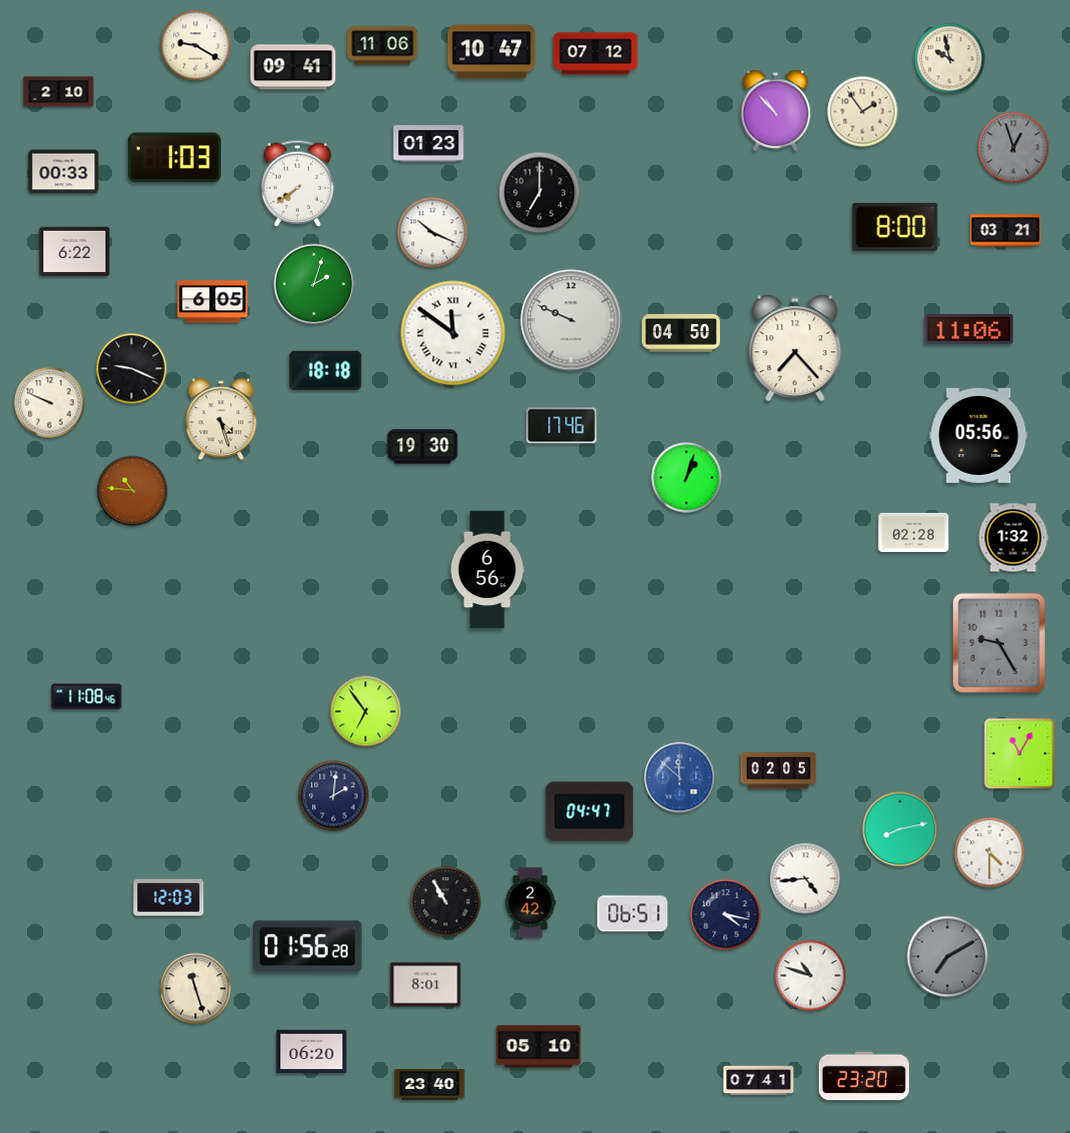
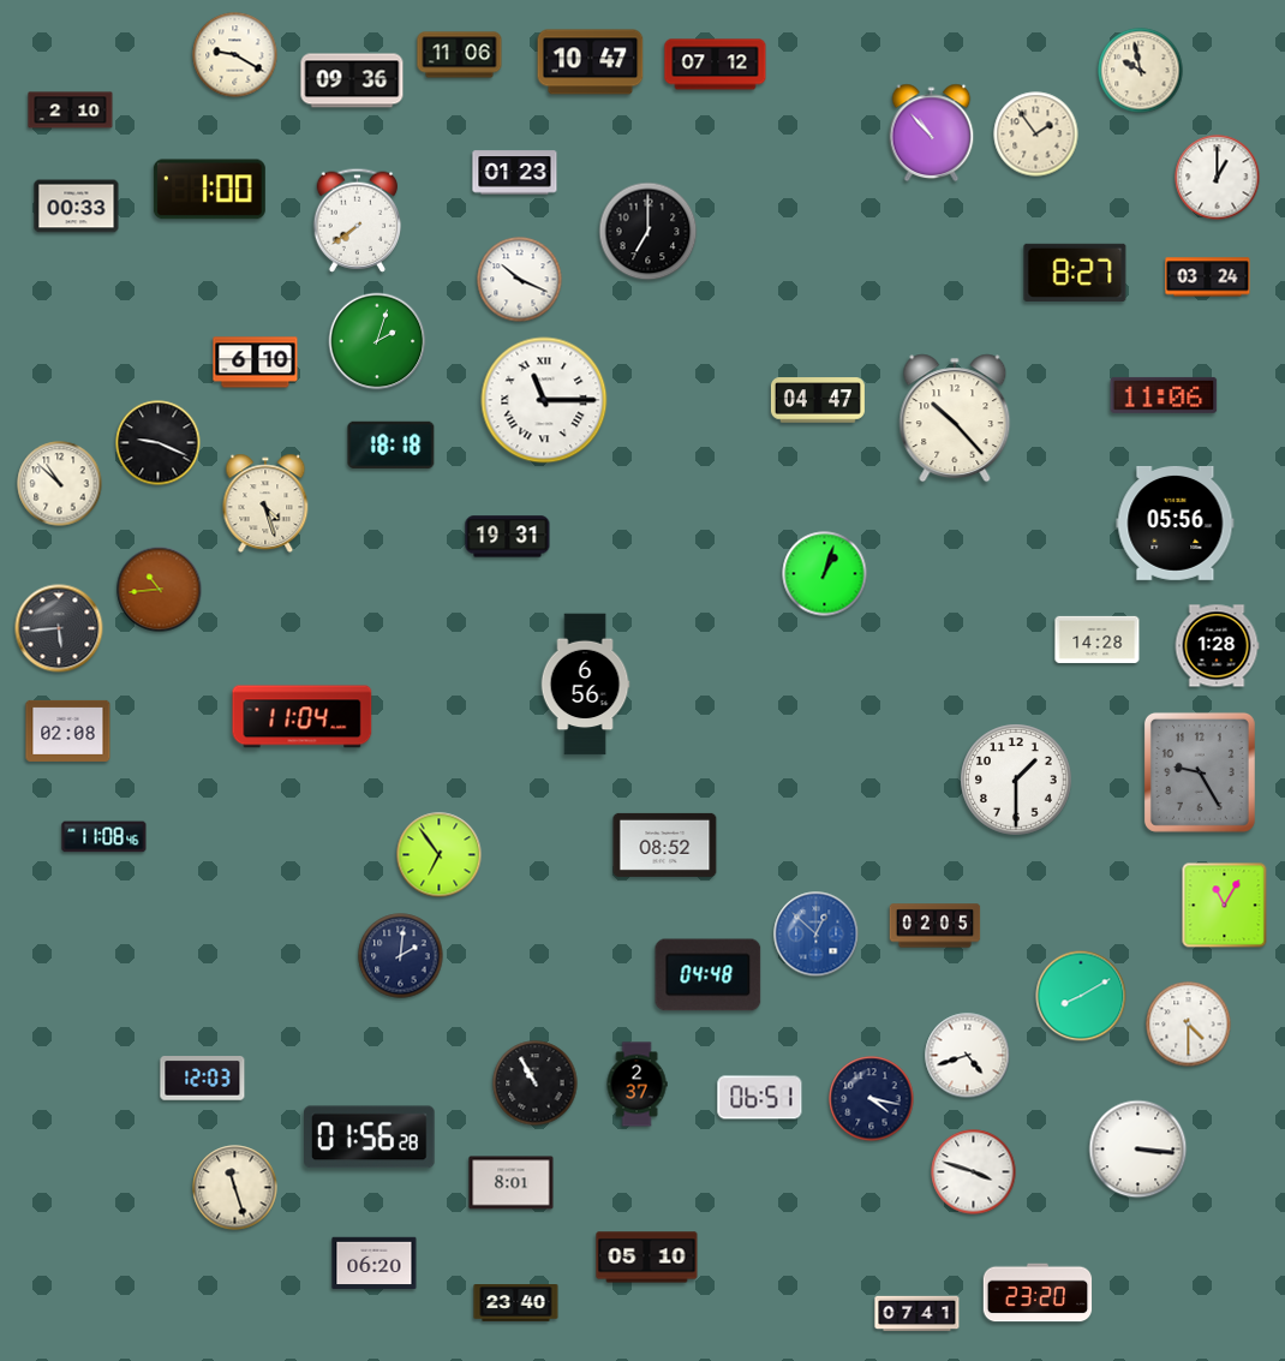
clock at (293, 67): 09:41 -> 09:36
clock at (1014, 148): 12:57 -> 1:00
clock at (1014, 148) dial: grey -> white
clock at (174, 158): 1:03 -> 1:00
clock at (895, 227): 8:00 -> 8:27
clock at (1006, 231): 03:21 -> 03:24
clock at (75, 252): 6:22 -> none
clock at (213, 302): 6:05 -> 6:10
clock at (571, 320): 9:49 -> none
clock at (453, 333): 11:51 -> 11:15
clock at (681, 333): 04:50 -> 04:47
clock at (795, 348): 7:23 -> 10:23
clock at (50, 403): 9:49 -> 10:52
clock at (562, 426): 17:46 -> none
clock at (423, 447): 19:30 -> 19:31
clock at (133, 491): 10:46 -> 10:44
clock at (59, 628): none -> 5:44
clock at (914, 532): 02:28 -> 14:28
clock at (1013, 538): 1:32 -> 1:28
clock at (303, 717): none -> 11:04
clock at (68, 730): none -> 02:08
clock at (1016, 780): none -> 1:30
clock at (665, 844): none -> 08:52
clock at (680, 778): 11:52 -> 12:52
clock at (590, 812): 04:47 -> 04:48
clock at (900, 829): 8:13 -> 8:10
clock at (806, 879): 4:44 -> 4:42
clock at (530, 903): 2:42 -> 2:37
clock at (948, 957): 7:10 -> 3:16
clock at (948, 957) dial: grey -> white
clock at (811, 976): 10:48 -> 3:48
clock at (759, 1081) position: (759, 1081) -> (918, 1314)
